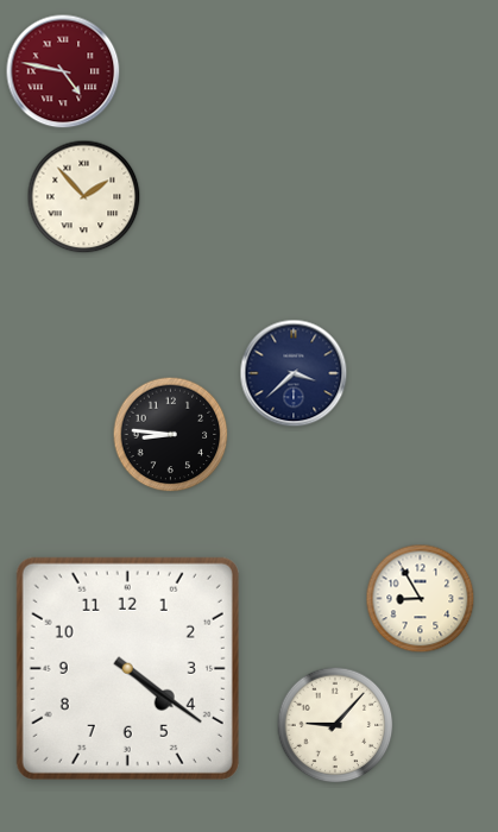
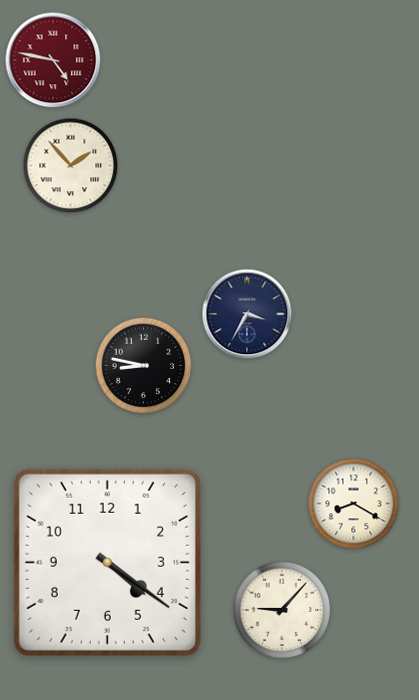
clock at (294, 373): 3:38 -> 3:35
clock at (171, 435): 8:46 -> 8:47
clock at (421, 599): 8:55 -> 8:20
